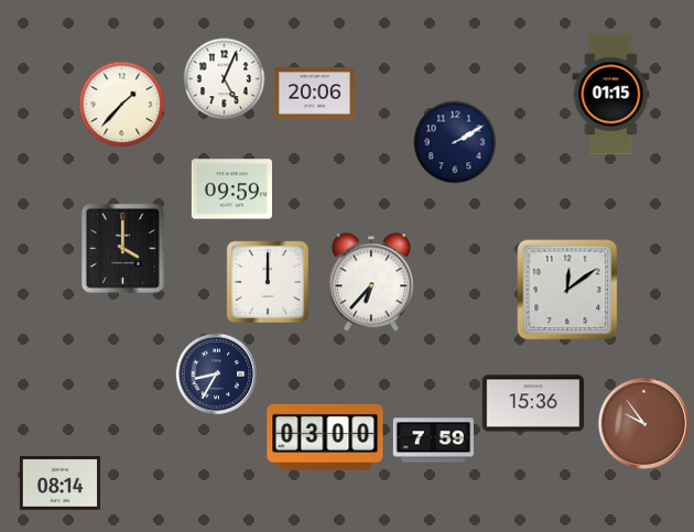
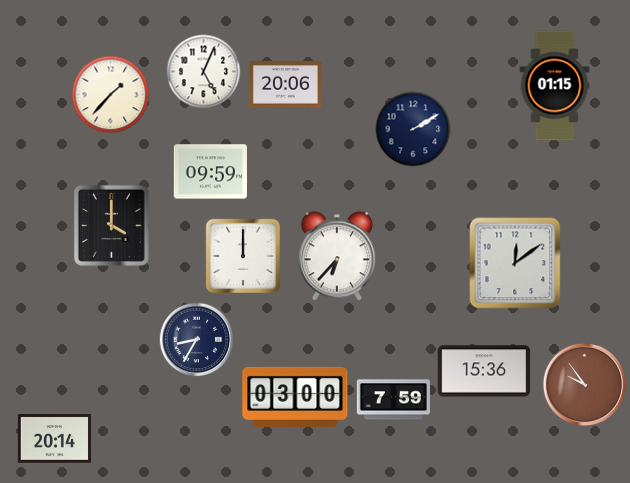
clock at (533, 403) position: (533, 403) -> (484, 371)
clock at (59, 484): 08:14 -> 20:14
